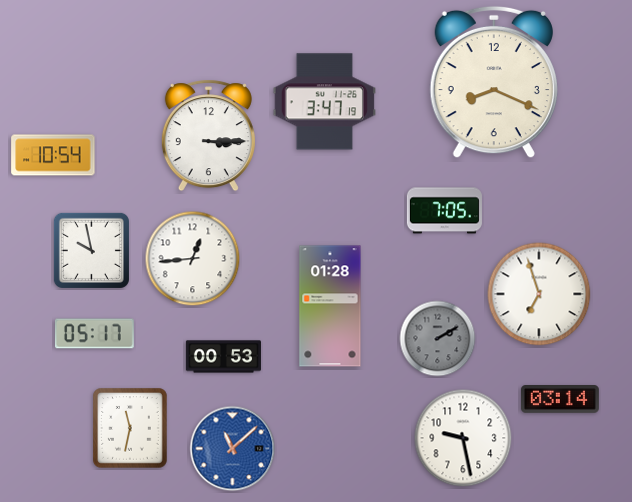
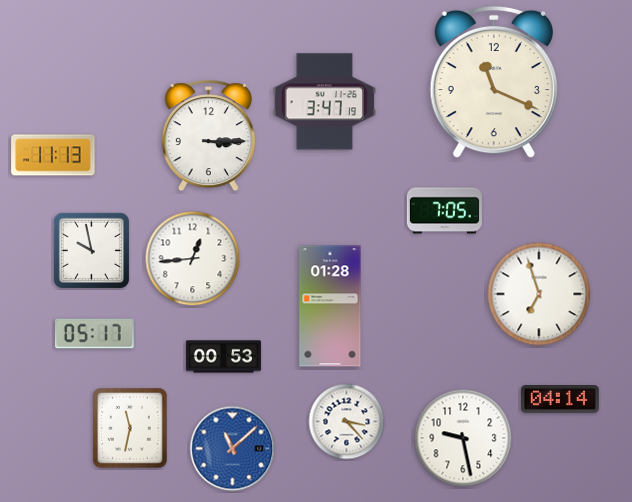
clock at (494, 82): 8:19 -> 11:19
clock at (53, 155): 10:54 -> 11:13
clock at (438, 339): 2:10 -> none
clock at (560, 400): 03:14 -> 04:14
clock at (347, 422): none -> 3:23
